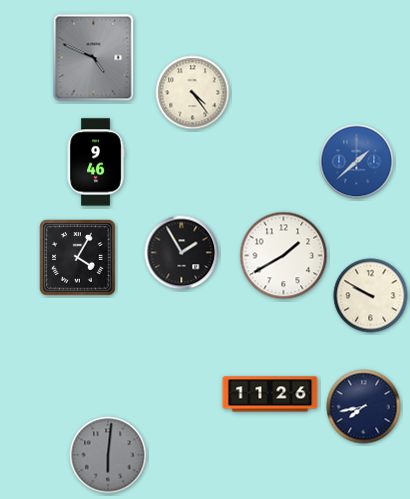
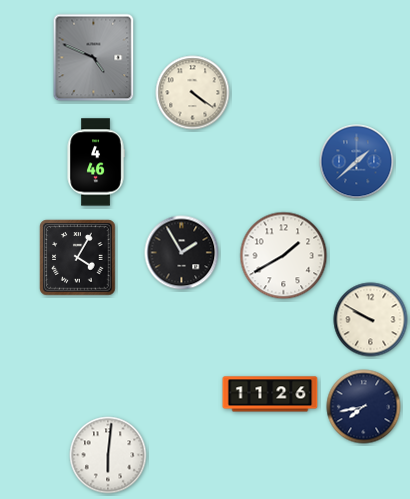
clock at (193, 93): 4:24 -> 4:21
clock at (96, 162): 9:46 -> 4:46
clock at (371, 296) position: (371, 296) -> (371, 320)
clock at (108, 455) dial: grey -> white
